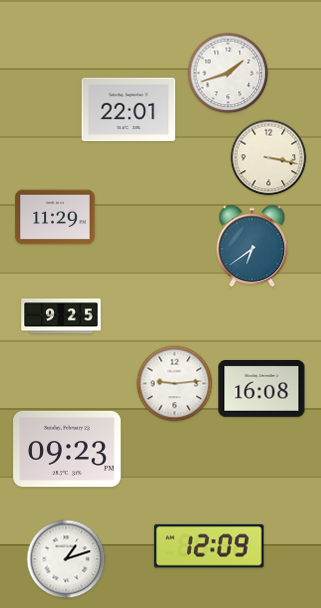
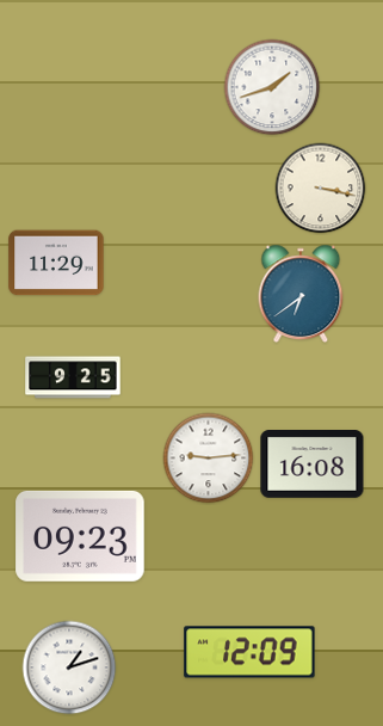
clock at (129, 110): 22:01 -> none
clock at (55, 217) position: (55, 217) -> (56, 263)
clock at (66, 559) position: (66, 559) -> (69, 667)
